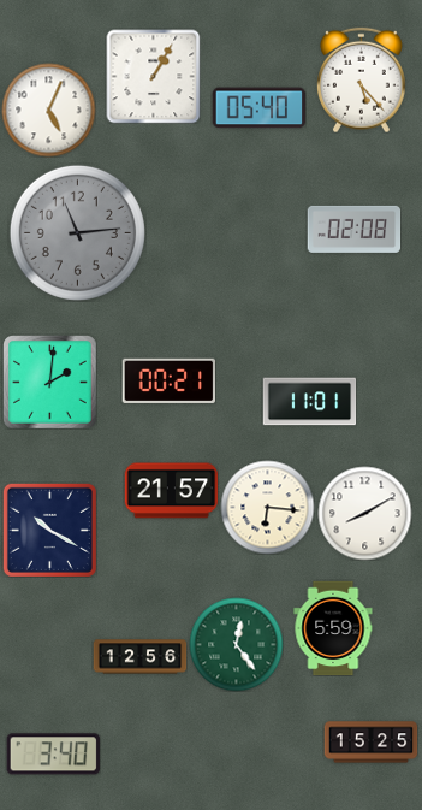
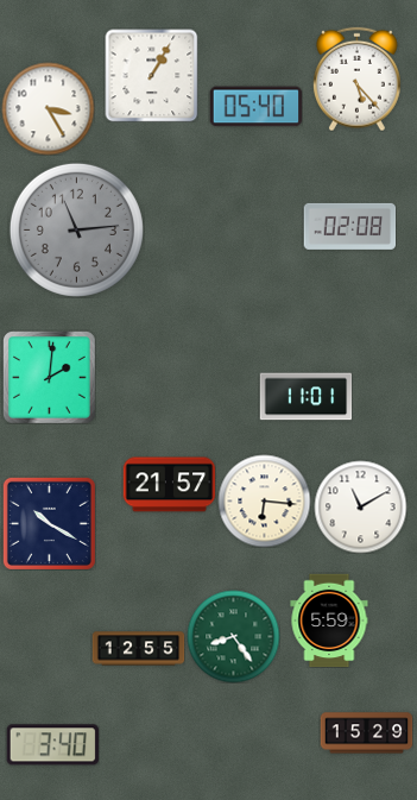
clock at (48, 110): 5:04 -> 3:25
clock at (168, 380): 00:21 -> none
clock at (364, 513): 8:10 -> 11:10
clock at (236, 644): 12:24 -> 8:24
clock at (139, 657): 12:56 -> 12:55
clock at (370, 743): 15:25 -> 15:29
